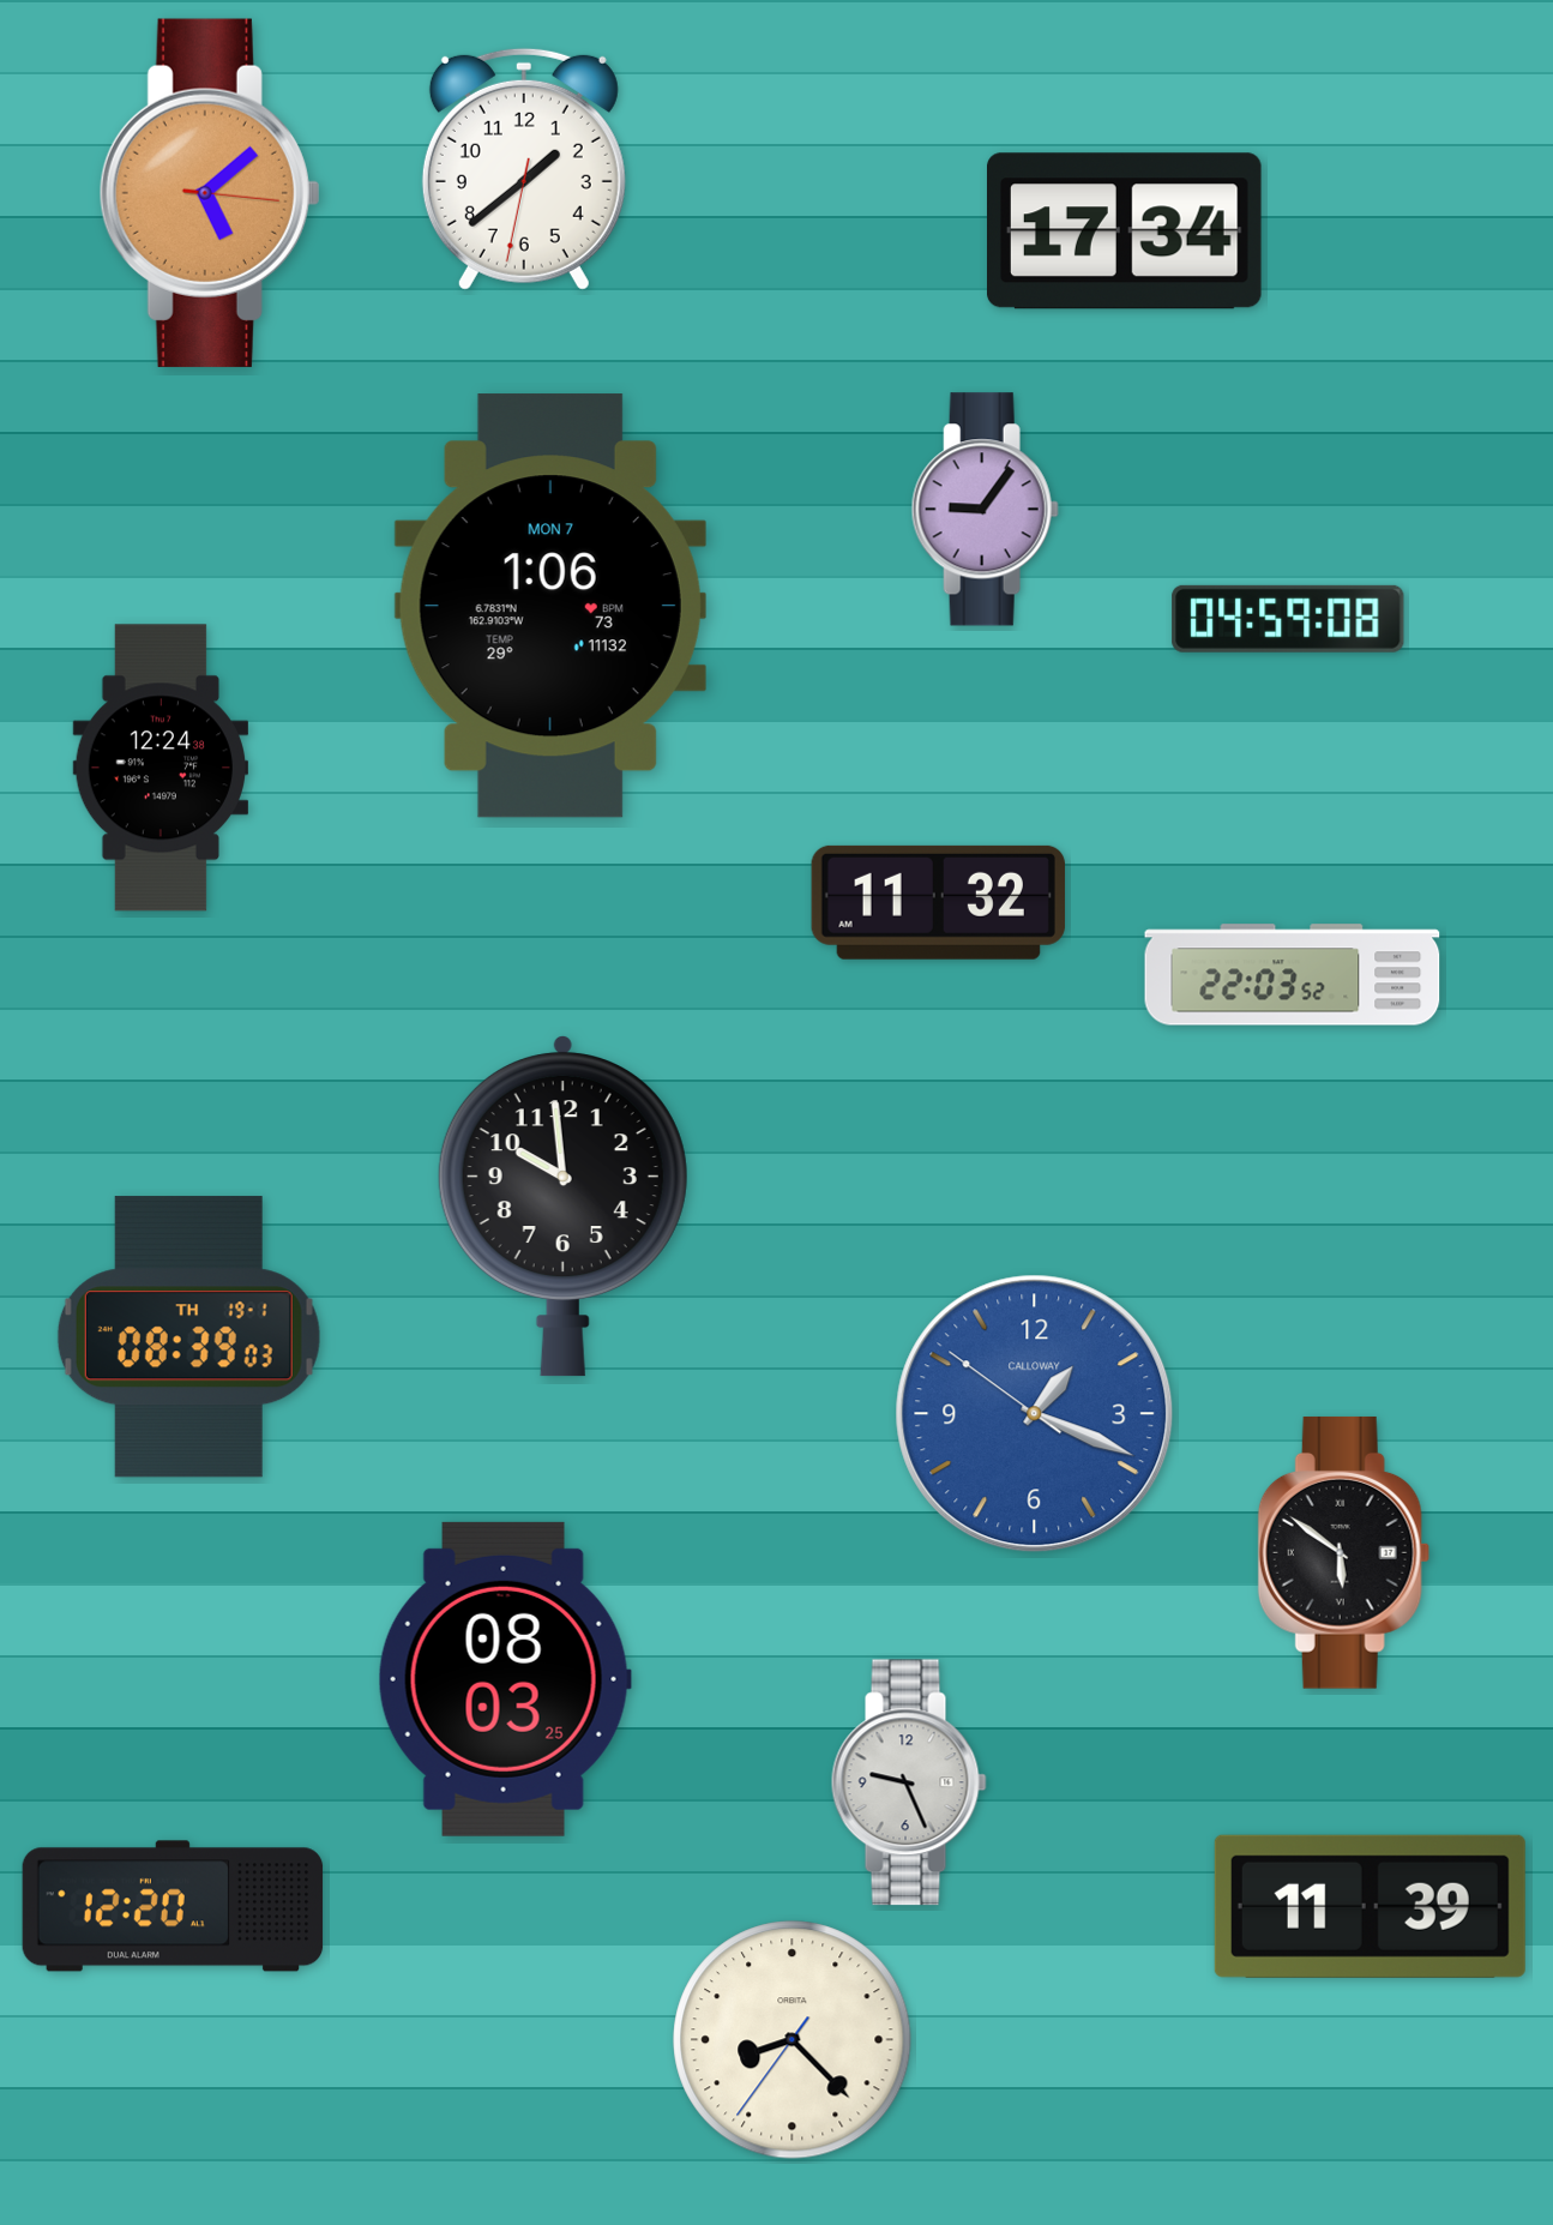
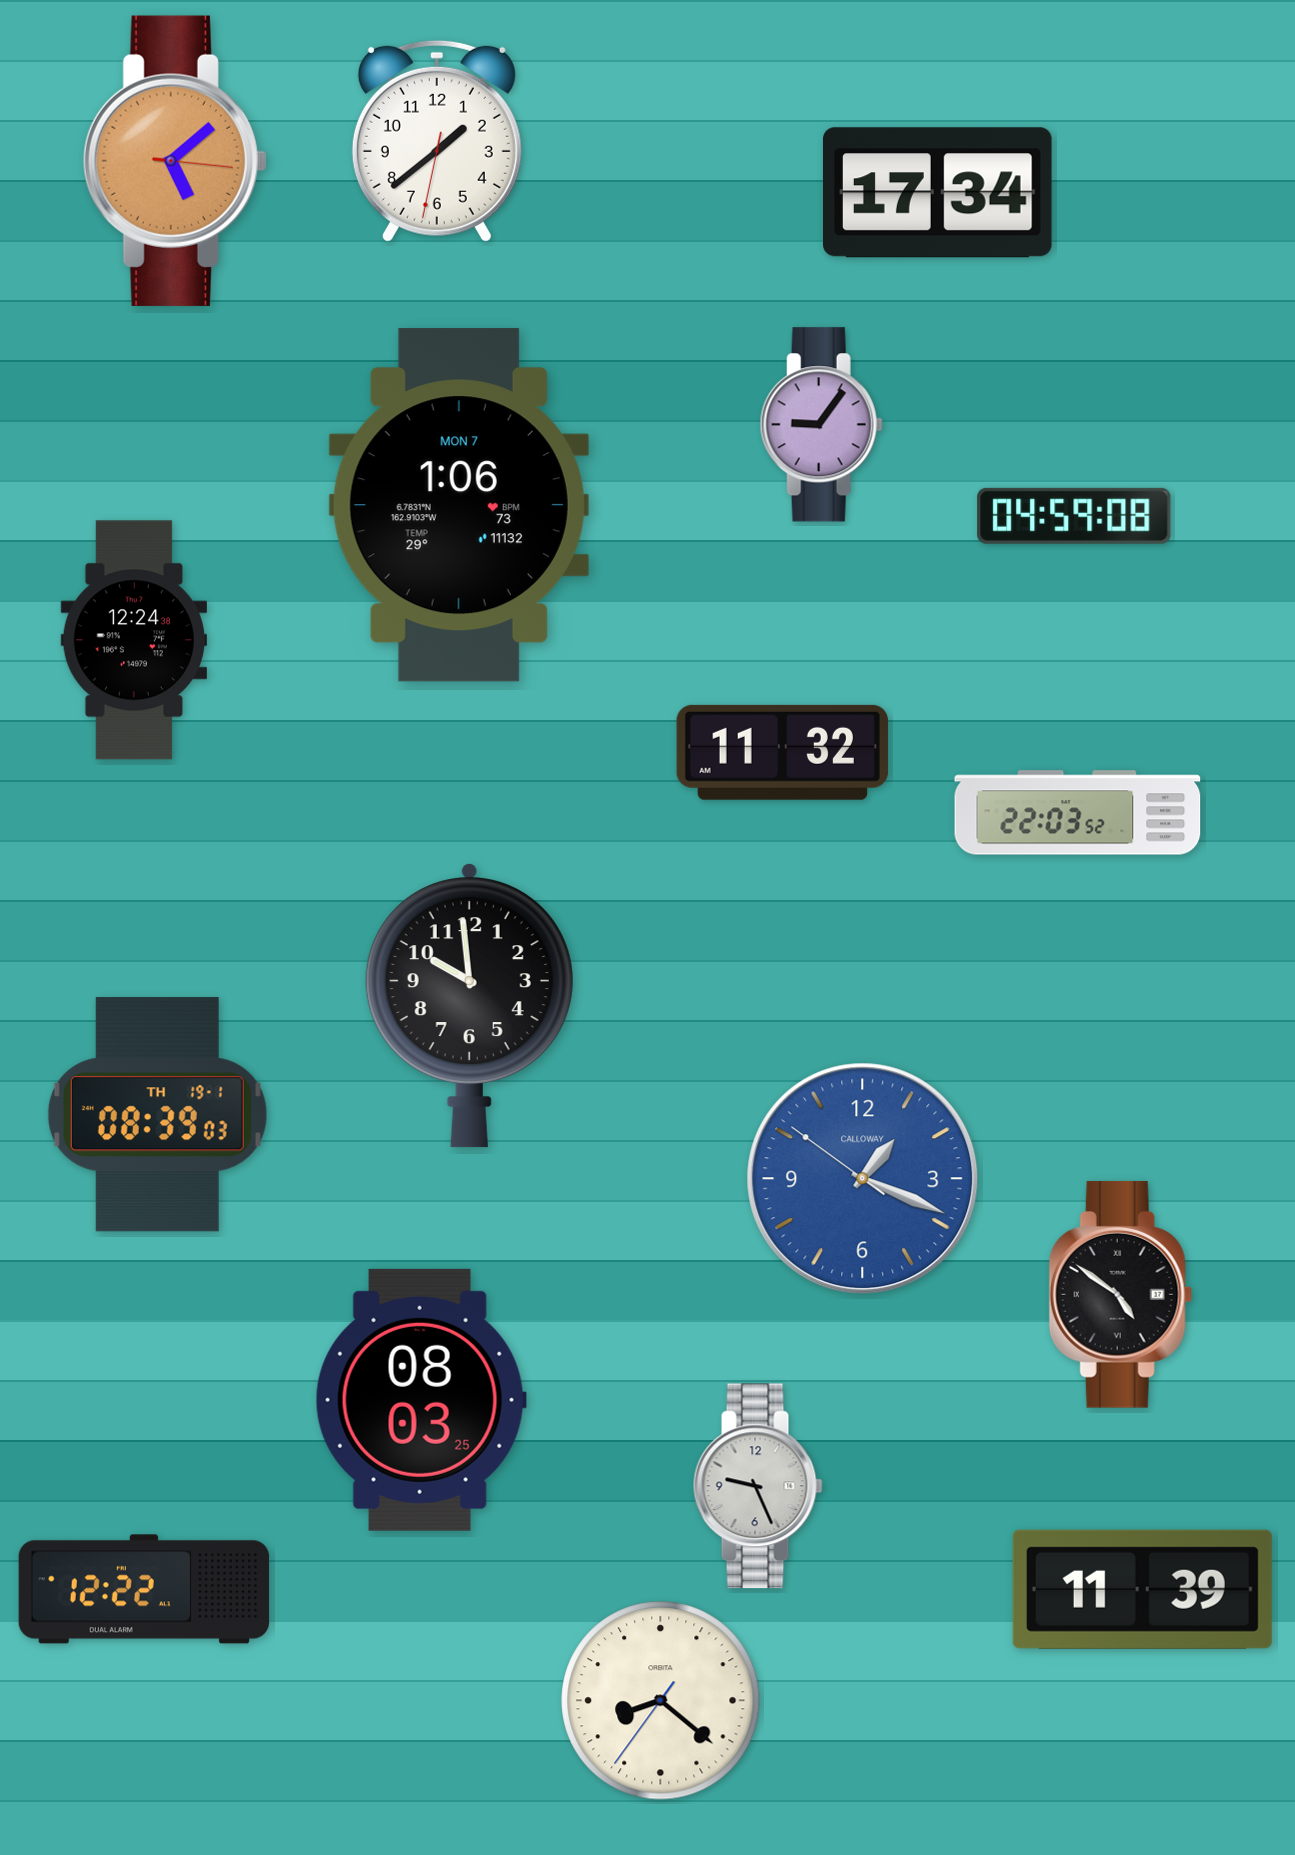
clock at (1343, 1552): 5:51 -> 4:51
clock at (173, 1906): 12:20 -> 12:22
clock at (793, 2040): 8:22 -> 8:21
